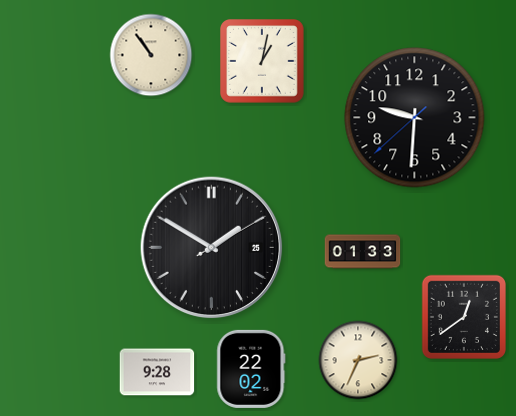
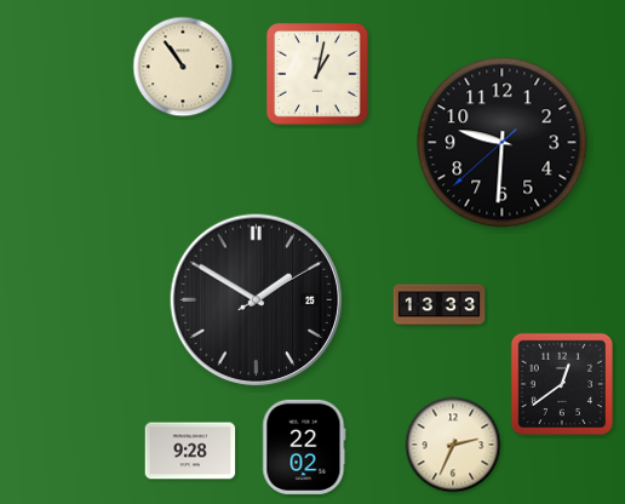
clock at (363, 252): 01:33 -> 13:33
clock at (358, 360) position: (358, 360) -> (453, 445)
